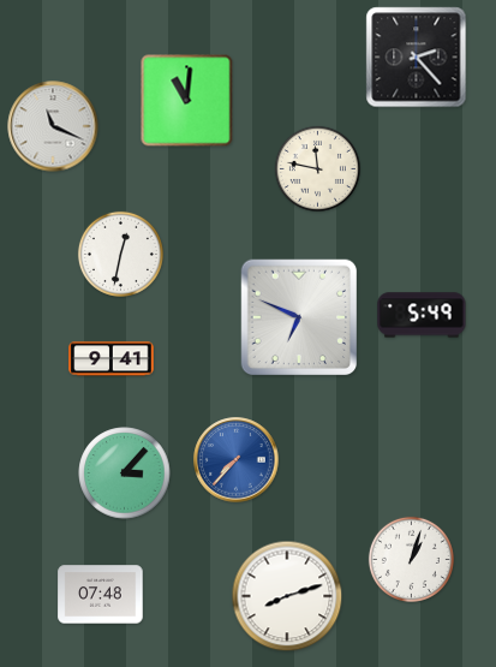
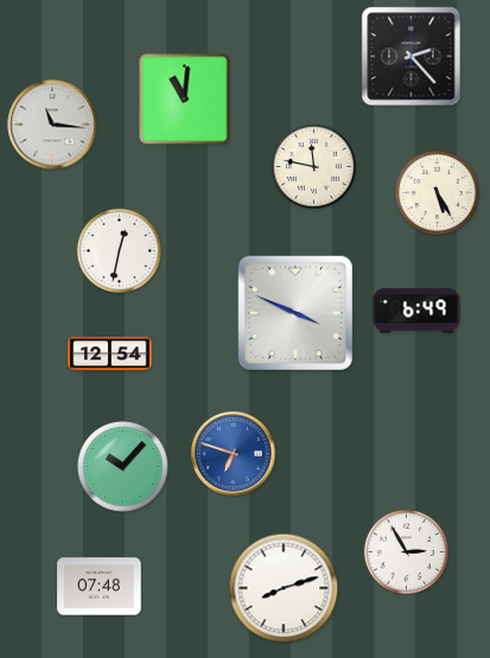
clock at (53, 126): 11:19 -> 11:16
clock at (437, 192): none -> 5:25
clock at (422, 315): 5:49 -> 6:49
clock at (299, 317): 6:49 -> 3:49
clock at (112, 359): 9:41 -> 12:54
clock at (237, 460): 7:37 -> 6:48
clock at (125, 474): 3:07 -> 10:07
clock at (411, 559): 1:03 -> 2:55
